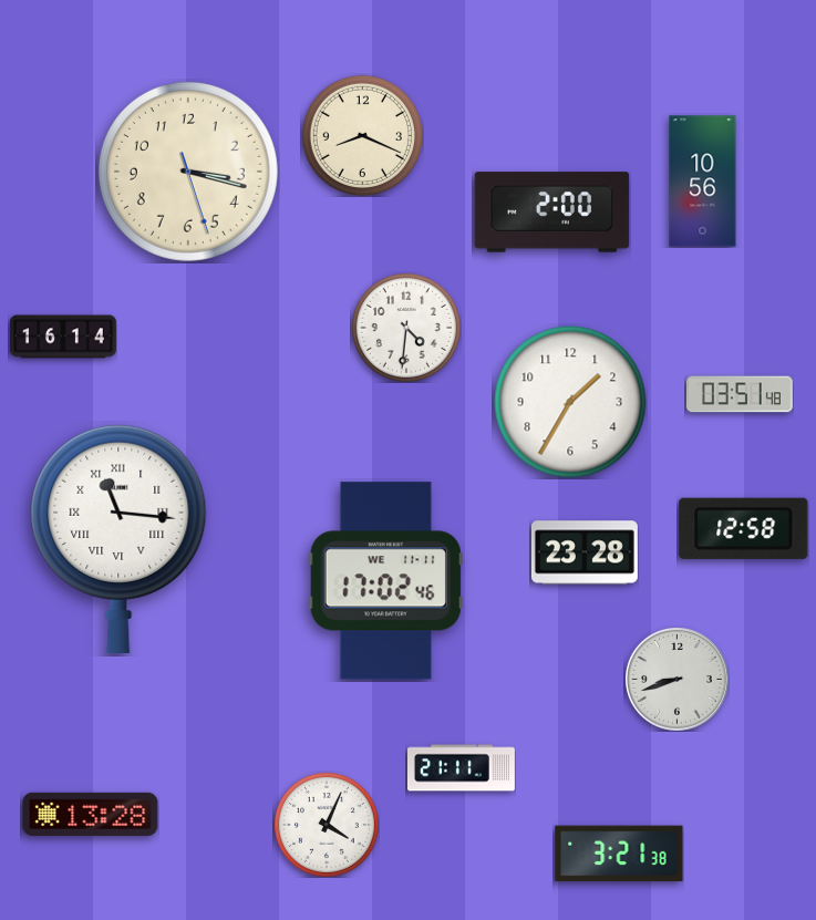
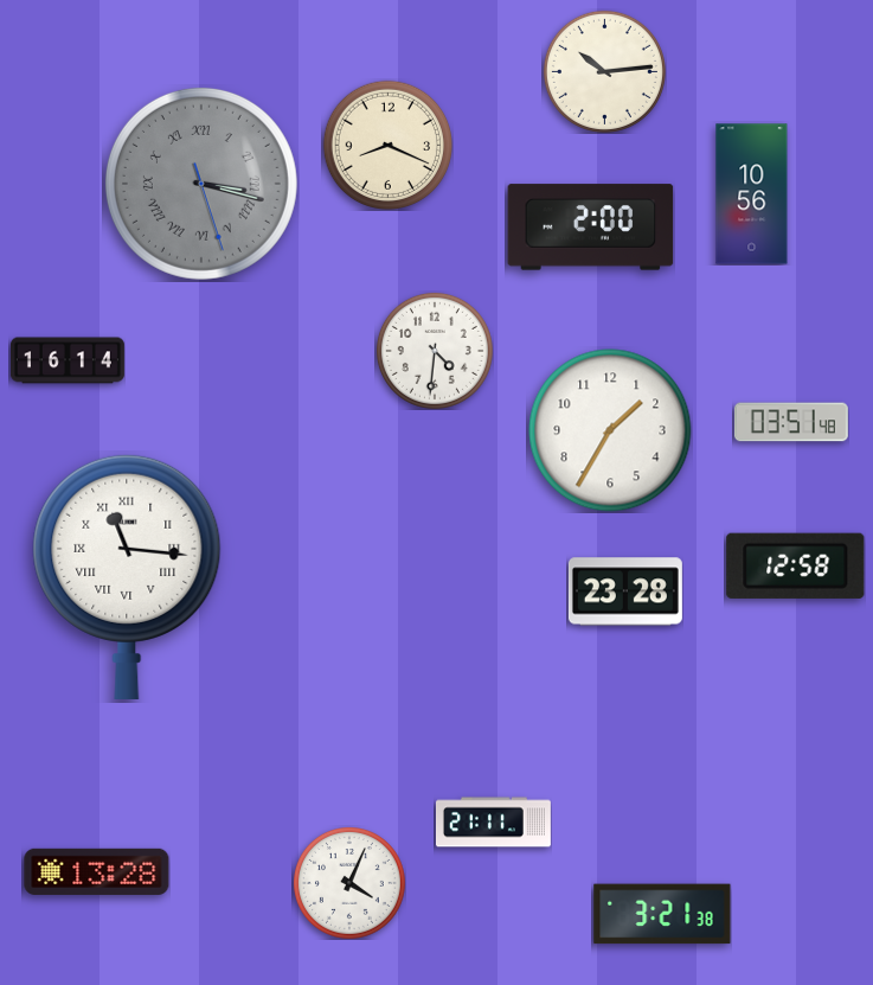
clock at (604, 71): none -> 10:14
clock at (188, 172) dial: cream -> grey
clock at (188, 172) numerals: Arabic -> Roman
clock at (385, 581): 17:02 -> none
clock at (676, 679): 8:42 -> none
